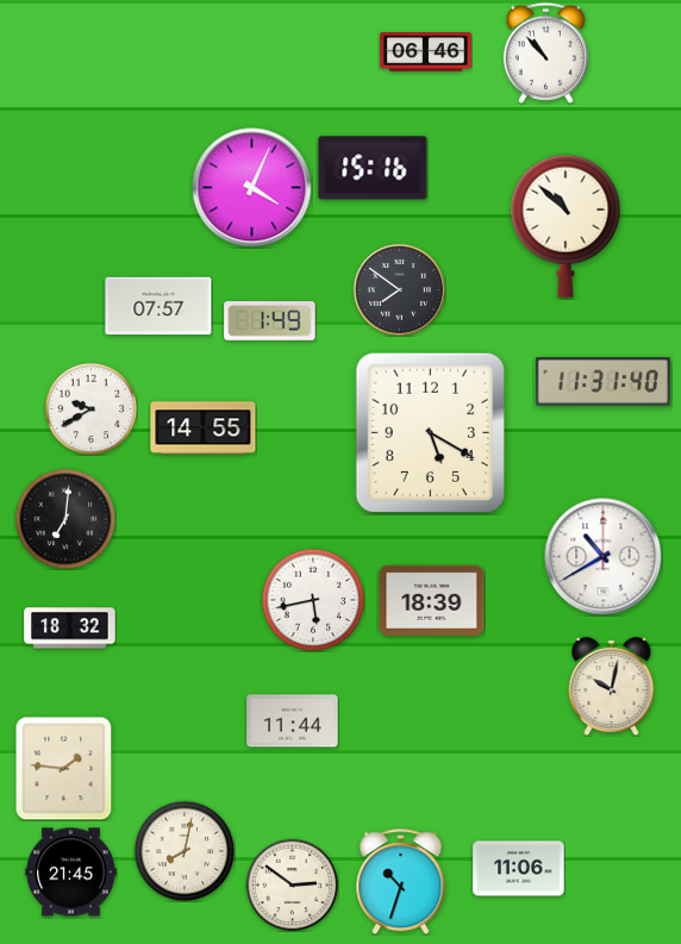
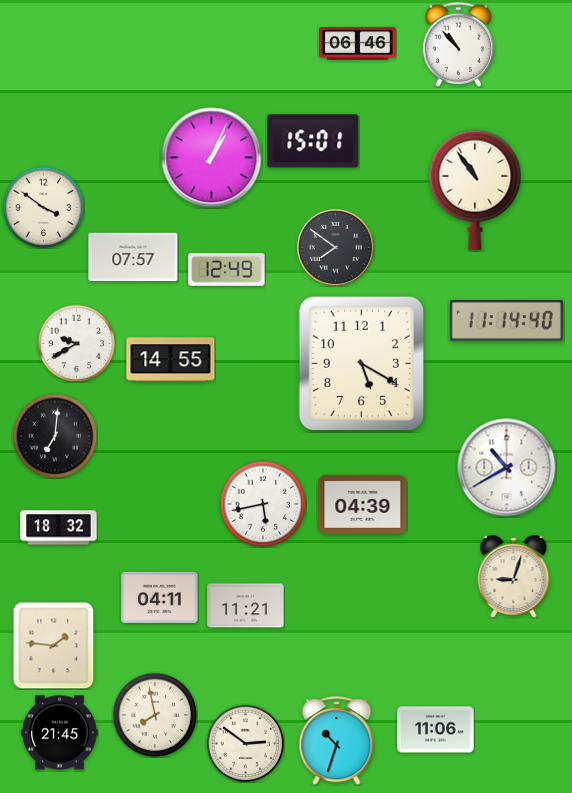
clock at (373, 168): 15:16 -> 15:01
clock at (252, 188): 4:04 -> 1:04
clock at (566, 226): 10:52 -> 10:54
clock at (43, 207): none -> 3:51
clock at (399, 289) position: (399, 289) -> (335, 247)
clock at (270, 321): 1:49 -> 12:49
clock at (602, 382): 11:31 -> 11:14
clock at (432, 600): 18:39 -> 04:39
clock at (612, 687): 10:02 -> 9:03
clock at (160, 597): none -> 04:11
clock at (293, 721): 11:44 -> 11:21
clock at (185, 851): 8:02 -> 7:58
